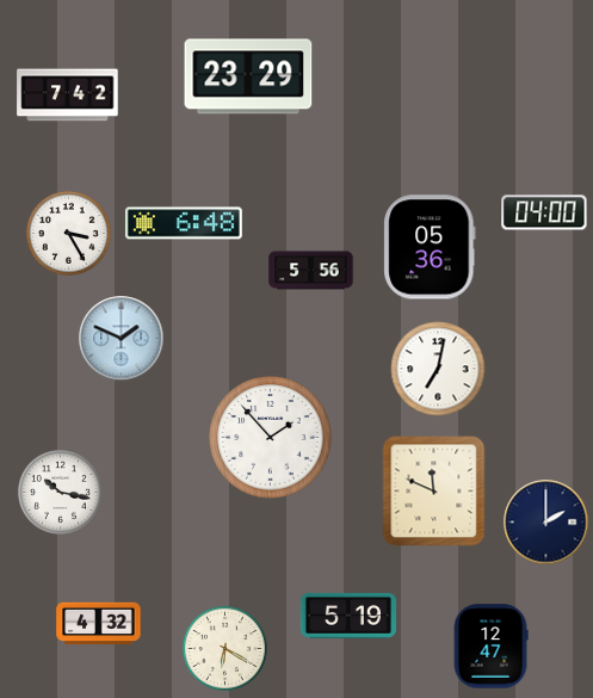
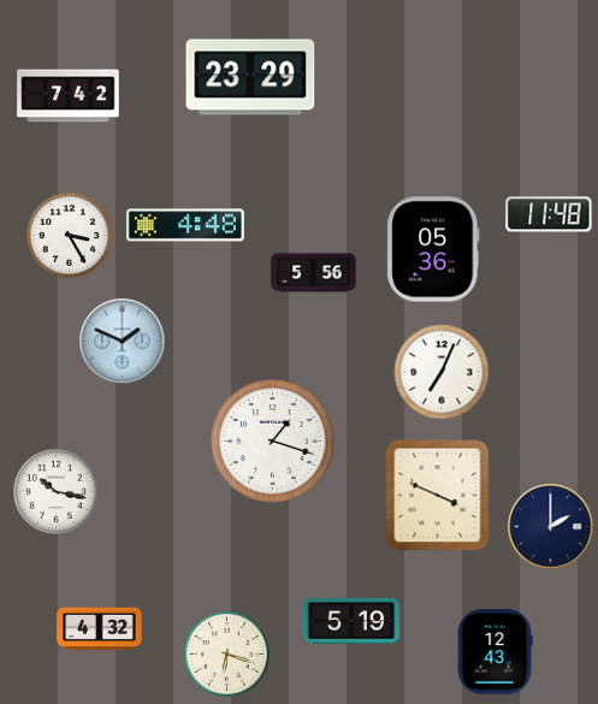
clock at (544, 212): 04:00 -> 11:48
clock at (184, 223): 6:48 -> 4:48
clock at (438, 369): 7:02 -> 7:04
clock at (271, 438): 1:53 -> 1:18
clock at (60, 492) position: (60, 492) -> (55, 491)
clock at (434, 492): 11:49 -> 3:49
clock at (490, 647): 12:47 -> 12:43
clock at (224, 648): 6:20 -> 6:18
